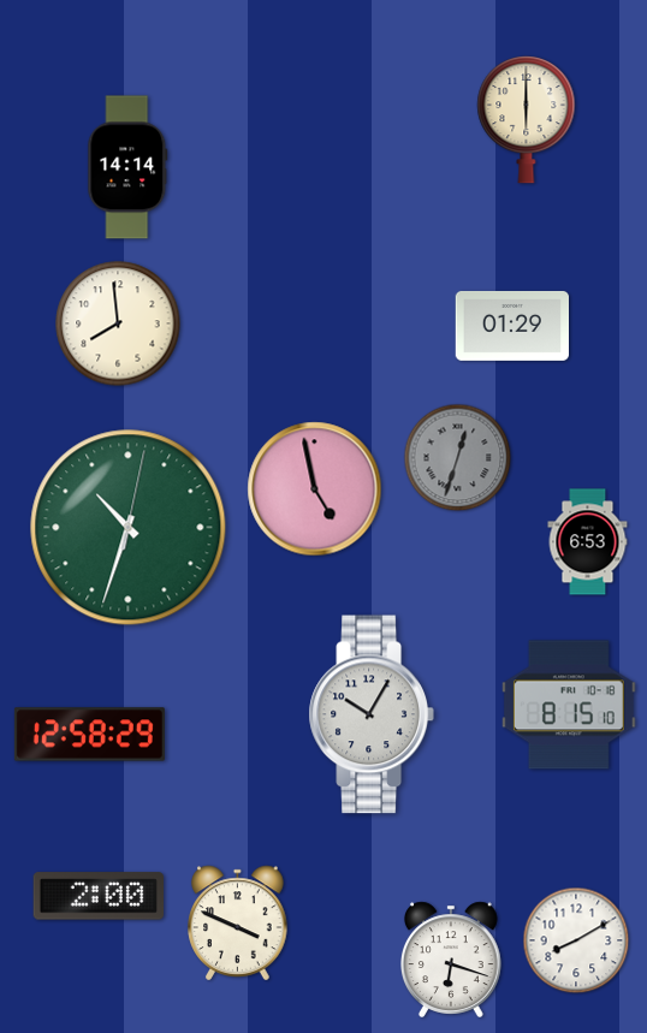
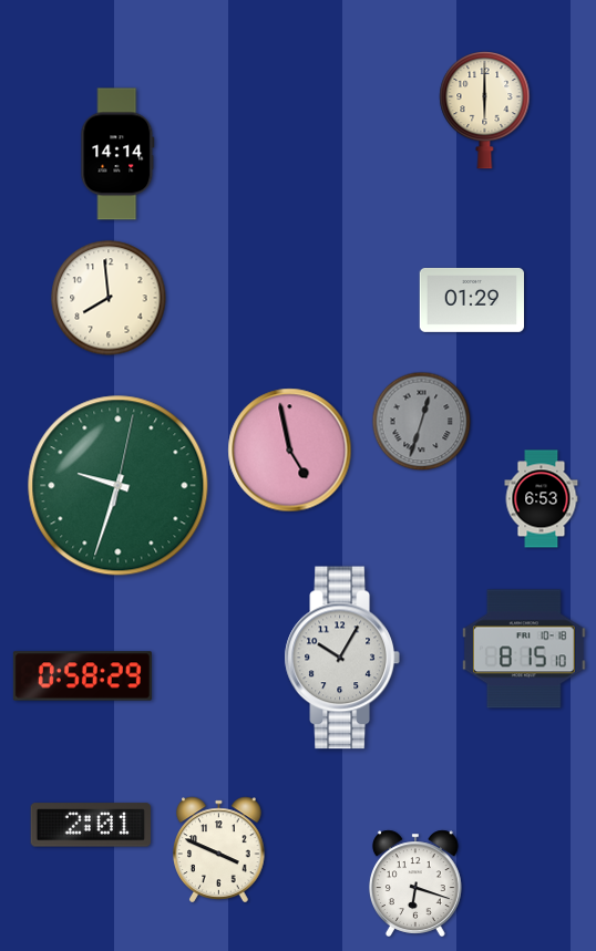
clock at (129, 528): 10:33 -> 9:33
clock at (89, 735): 12:58 -> 0:58
clock at (97, 896): 2:00 -> 2:01
clock at (576, 940): 8:10 -> none
